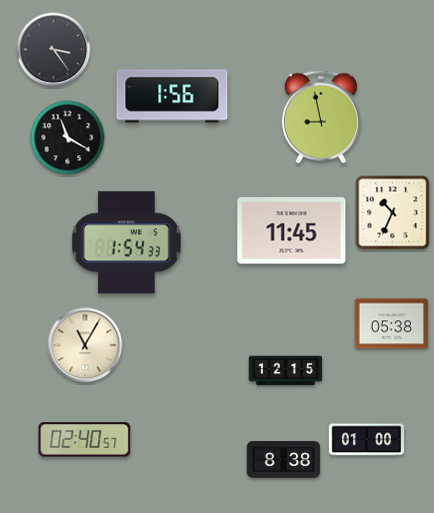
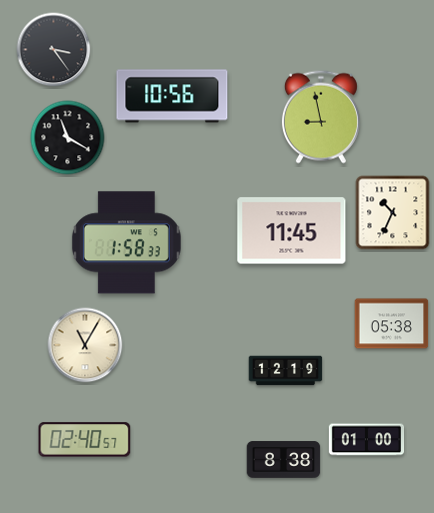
clock at (172, 96): 1:56 -> 10:56
clock at (126, 243): 1:54 -> 1:58
clock at (286, 371): 12:15 -> 12:19
